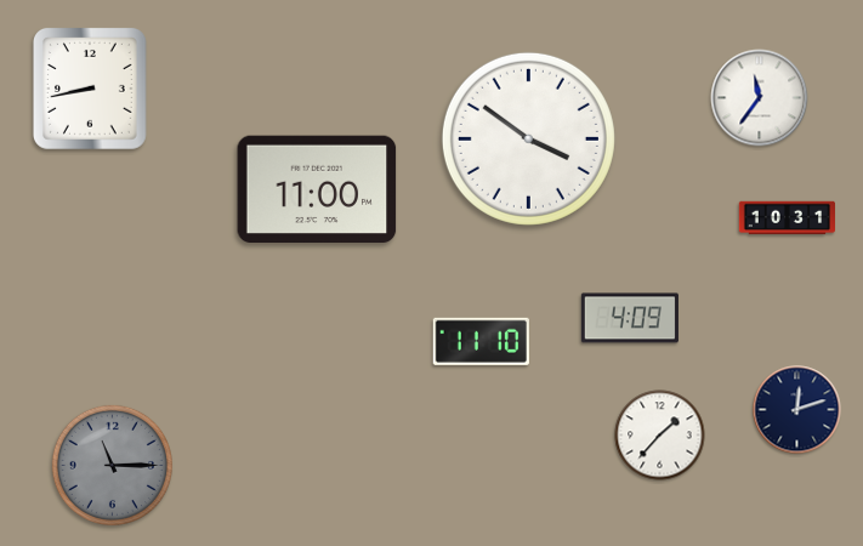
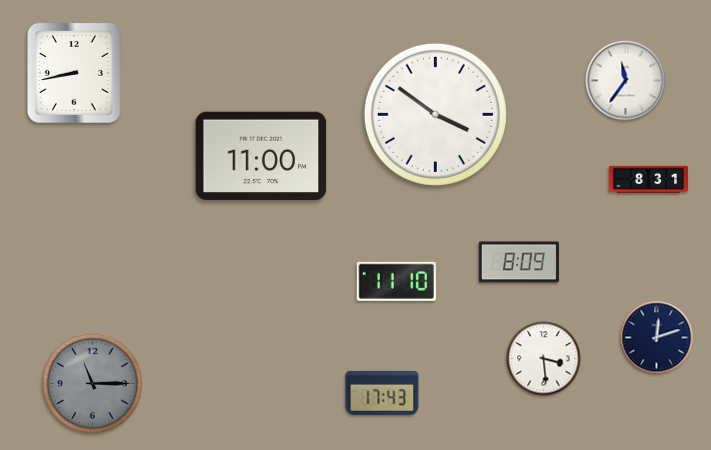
clock at (788, 218): 10:31 -> 8:31
clock at (630, 318): 4:09 -> 8:09
clock at (660, 436): 1:37 -> 3:29
clock at (382, 393): none -> 17:43
